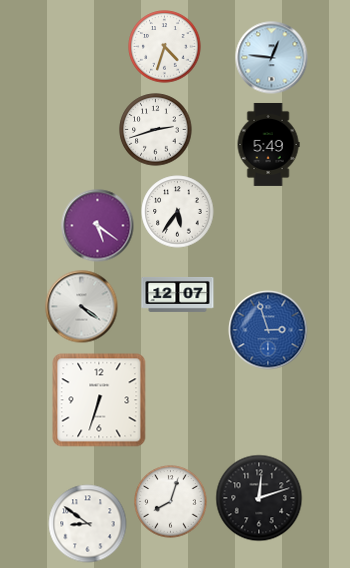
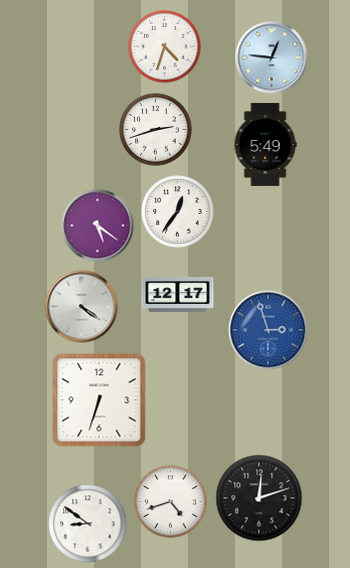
clock at (268, 144) position: (268, 144) -> (265, 144)
clock at (178, 212): 5:36 -> 12:36
clock at (178, 294): 12:07 -> 12:17
clock at (171, 502): 8:03 -> 4:42
